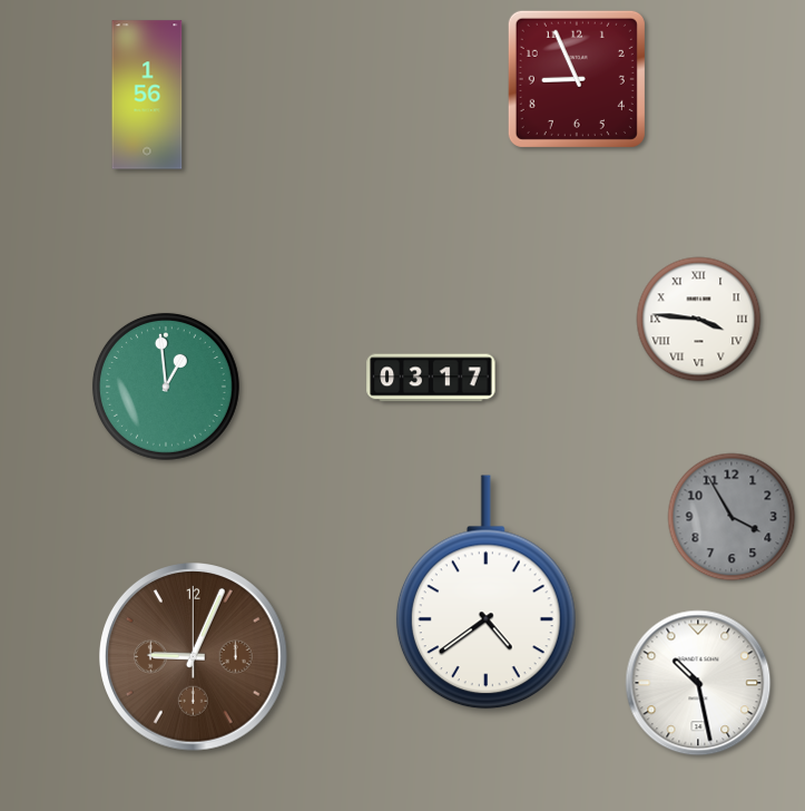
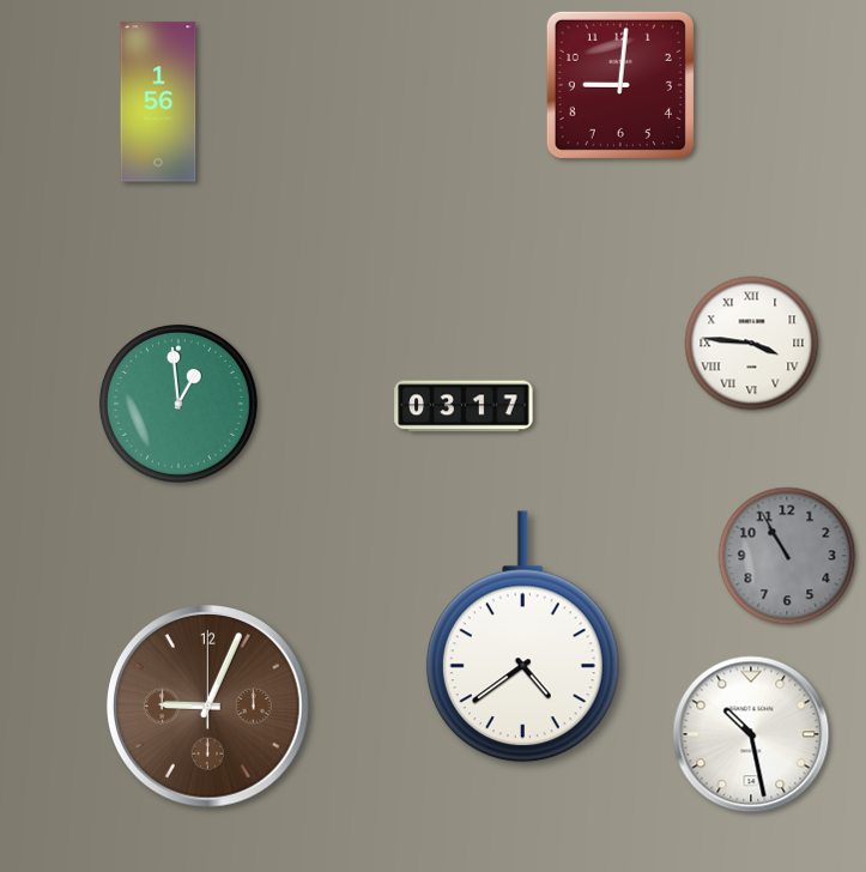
clock at (577, 79): 8:56 -> 9:01
clock at (166, 387) position: (166, 387) -> (178, 404)
clock at (732, 517): 3:55 -> 10:55
